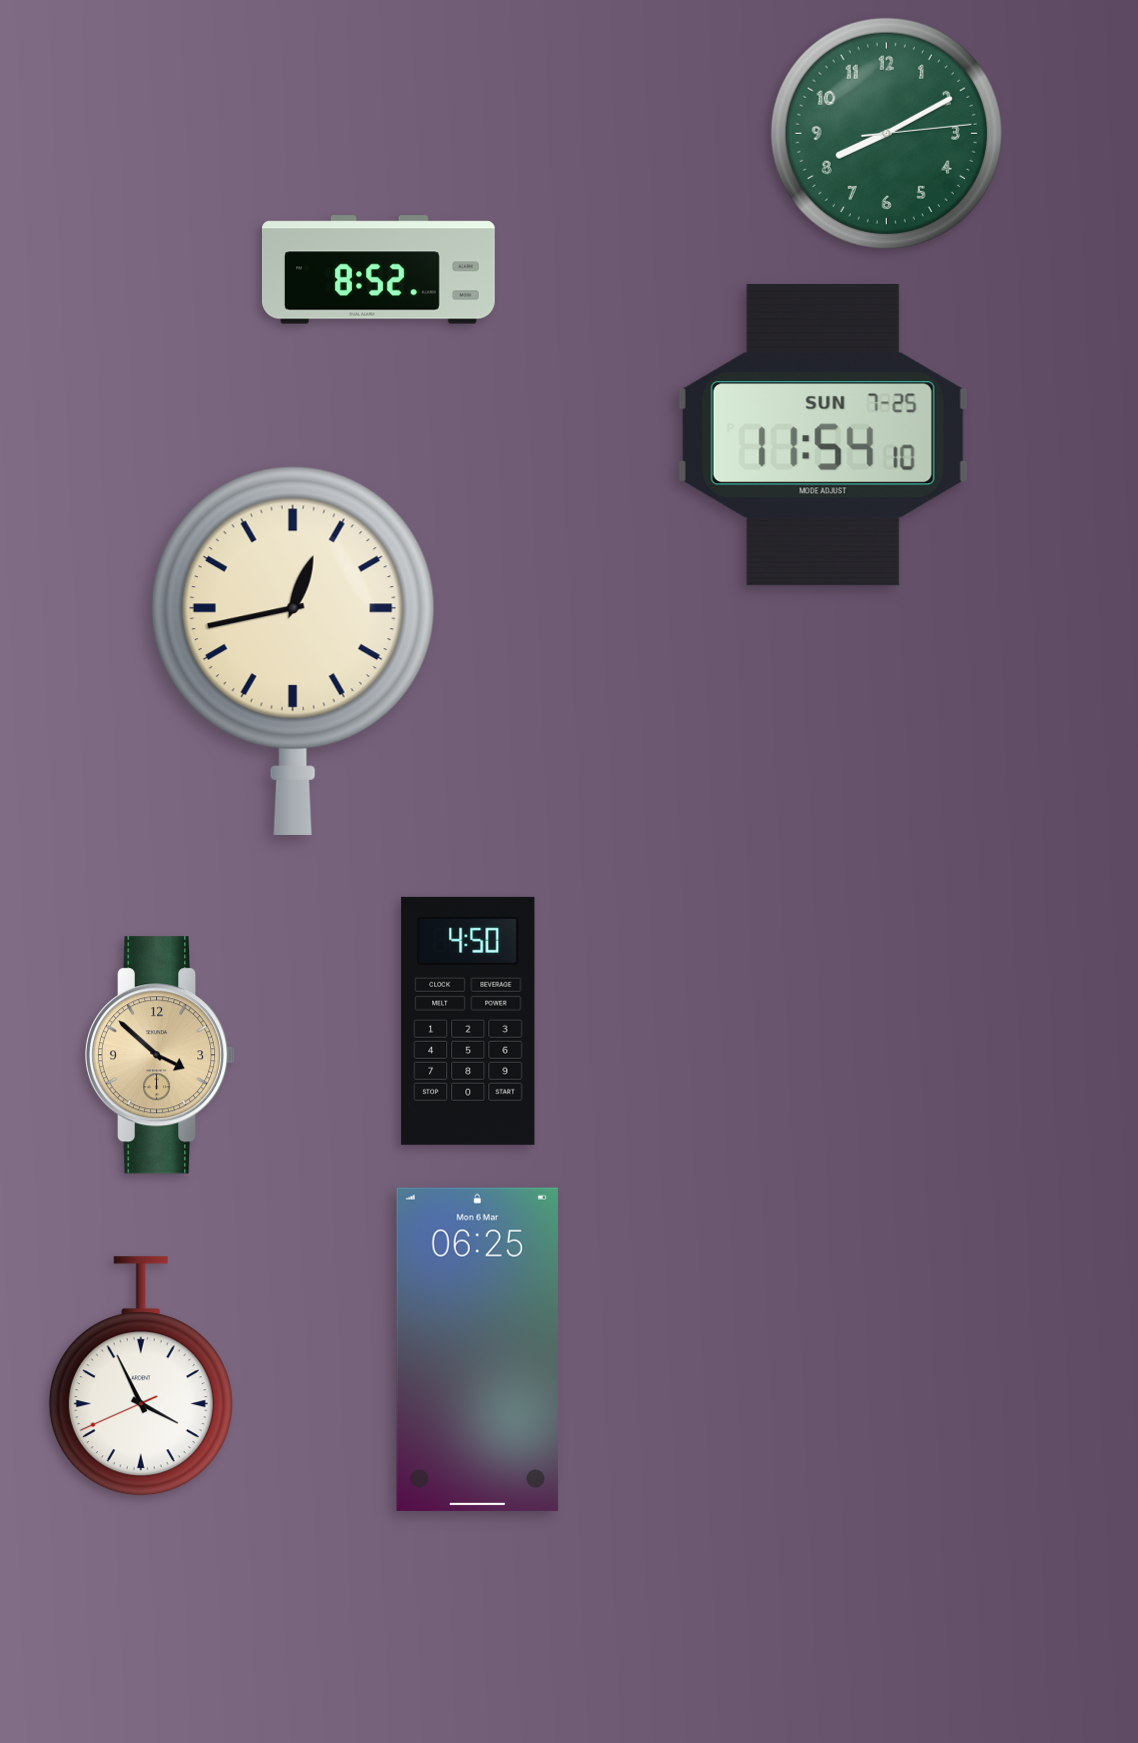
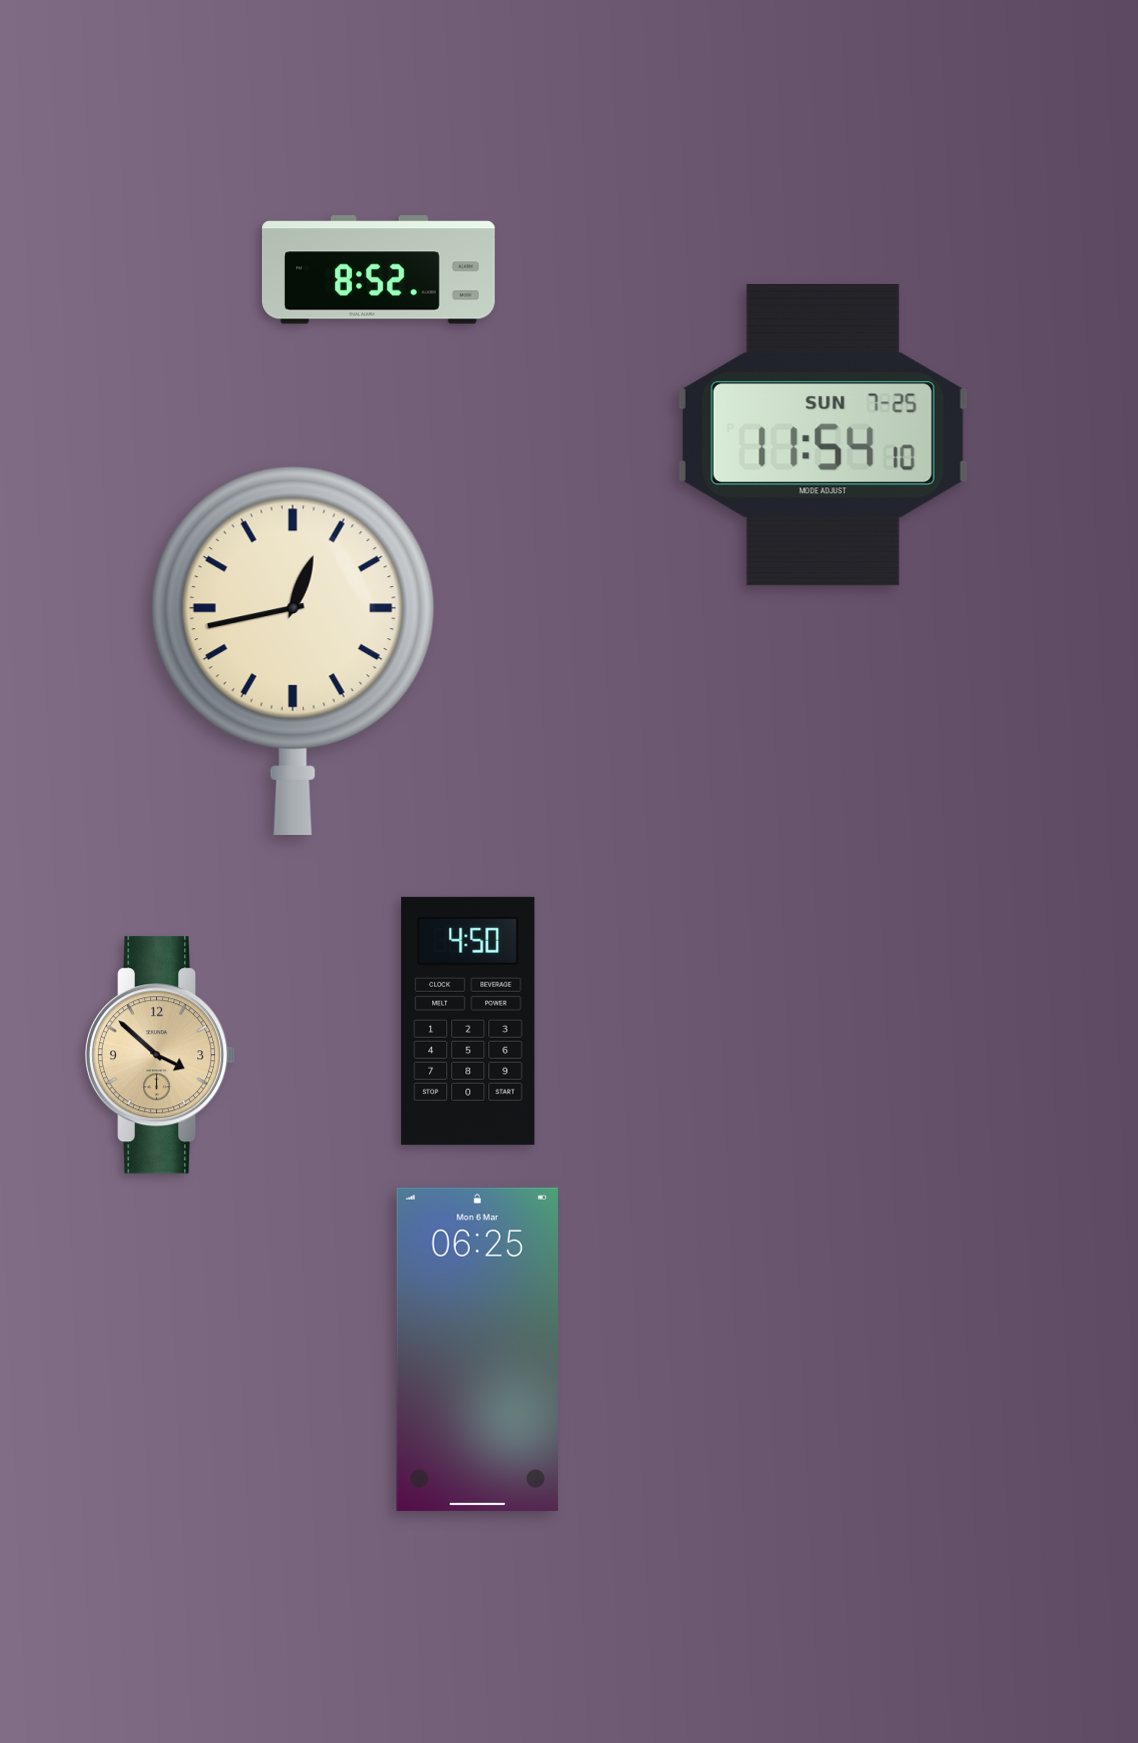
clock at (886, 133): 8:10 -> none
clock at (141, 1377): 3:55 -> none
